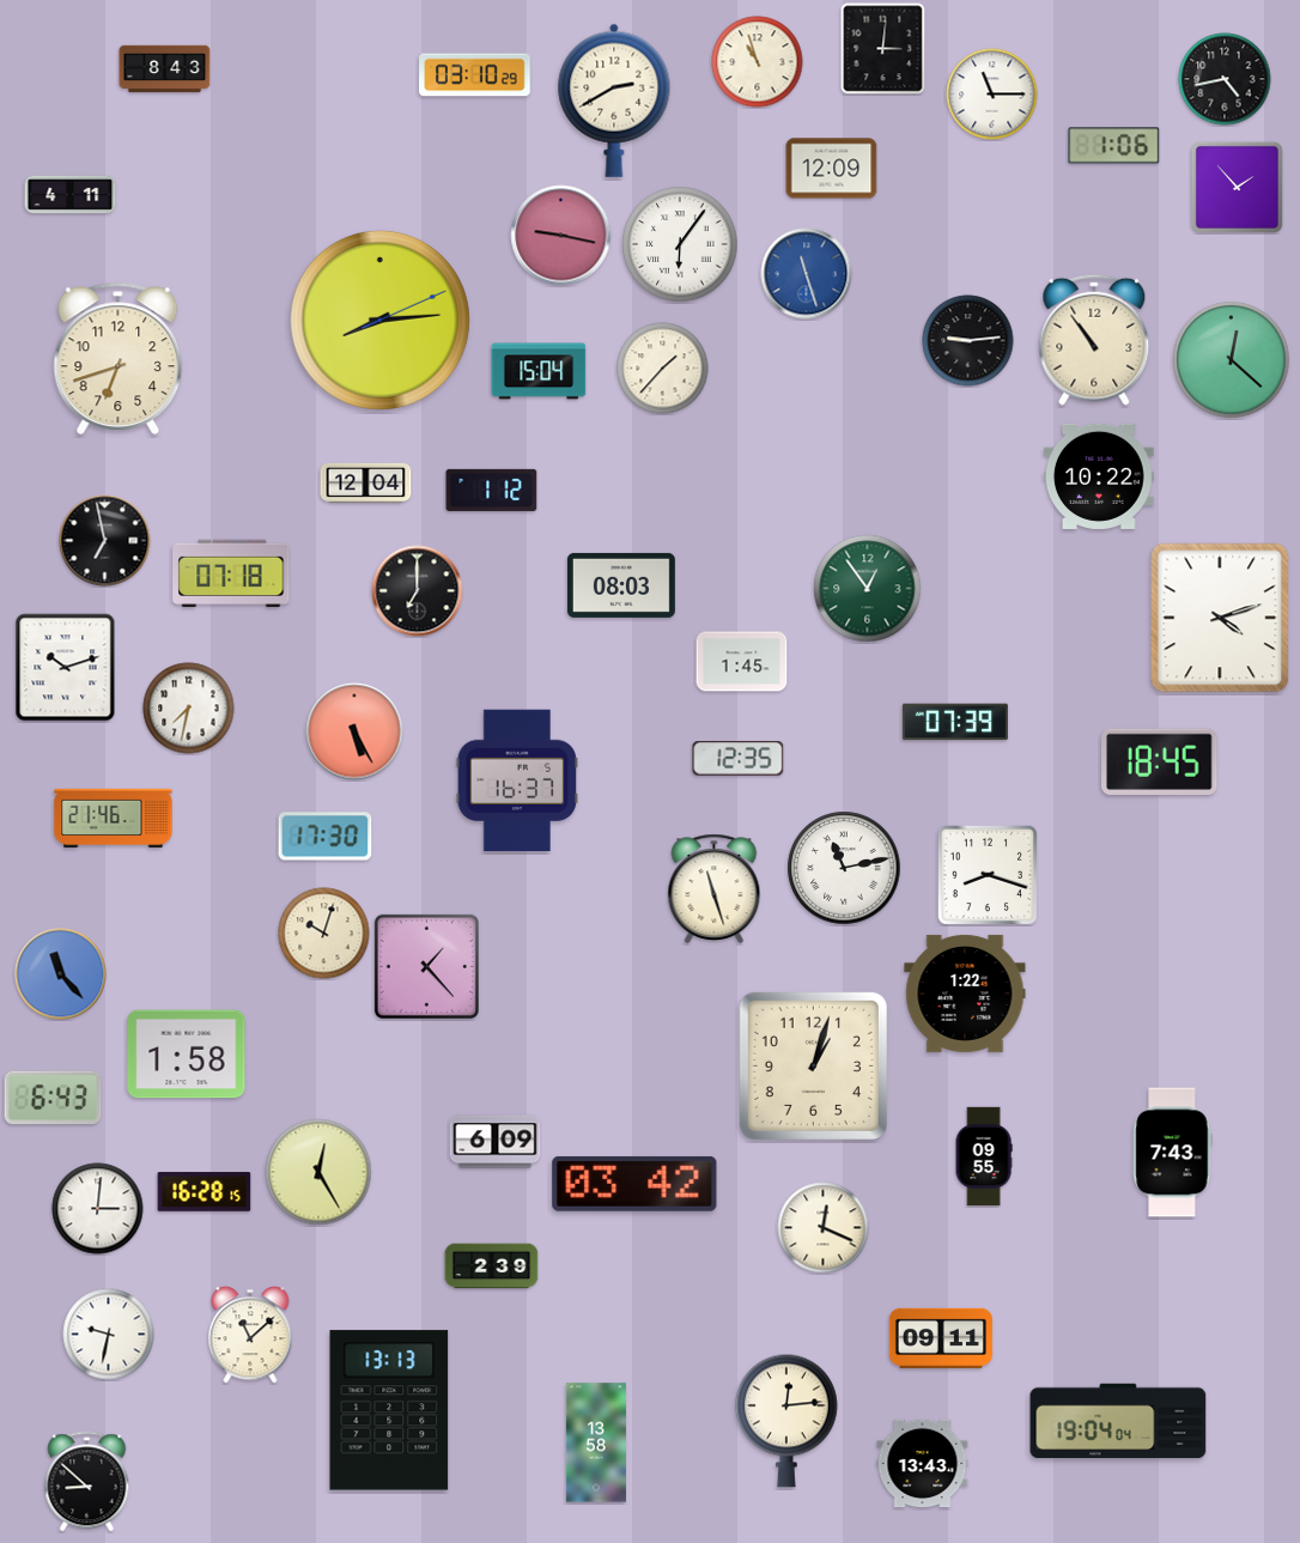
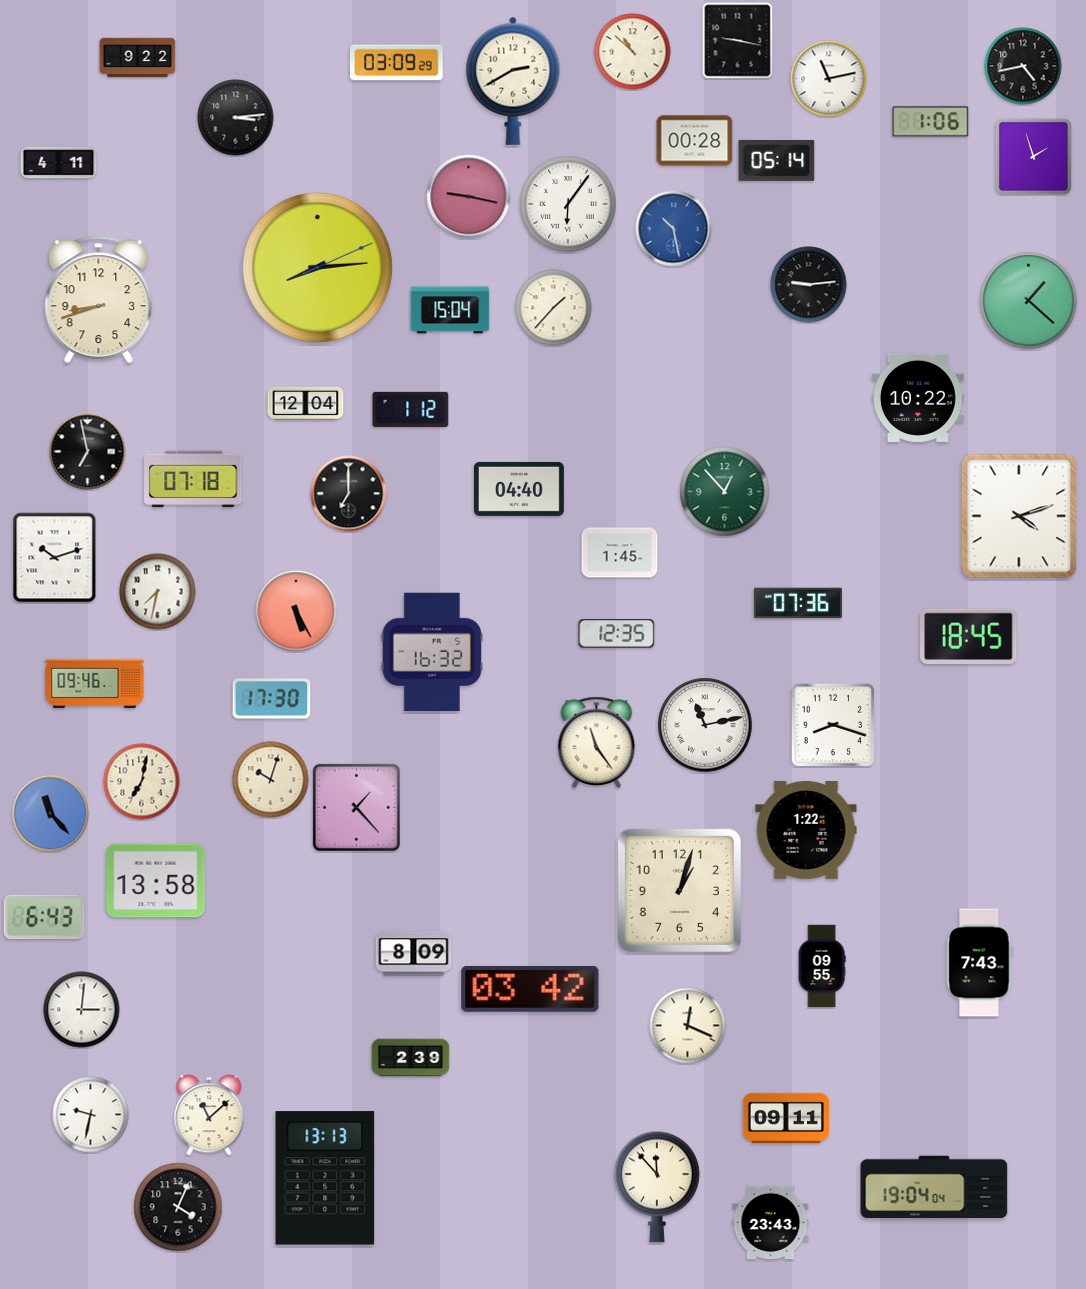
clock at (883, 48): 3:01 -> 9:17
clock at (758, 62): 10:57 -> 10:52
clock at (165, 69): 8:43 -> 9:22
clock at (475, 75): 03:10 -> 03:09
clock at (992, 95): 11:15 -> 11:13
clock at (614, 101) position: (614, 101) -> (513, 81)
clock at (236, 118): none -> 3:14
clock at (832, 169): 12:09 -> 00:28
clock at (1237, 187): 1:53 -> 1:57
clock at (777, 160): none -> 05:14
clock at (807, 274): 11:27 -> 10:28
clock at (1094, 340): 10:54 -> none
clock at (119, 358): 6:42 -> 8:42
clock at (1232, 360): 12:22 -> 1:22
clock at (621, 585): 08:03 -> 04:40
clock at (868, 589): 12:54 -> 12:53
clock at (955, 722): 07:39 -> 07:36
clock at (516, 780): 16:37 -> 16:32
clock at (114, 818): 21:46 -> 09:46
clock at (988, 875) position: (988, 875) -> (833, 725)
clock at (715, 888): 11:27 -> 11:24
clock at (142, 782): none -> 7:02
clock at (187, 1055): 1:58 -> 13:58
clock at (496, 1142): 6:09 -> 8:09
clock at (318, 1172): 12:25 -> none
clock at (205, 1192): 16:28 -> none
clock at (786, 1421): 12:14 -> 11:53
clock at (596, 1442): 13:58 -> none
clock at (178, 1207): none -> 4:04
clock at (923, 1464): 13:43 -> 23:43
clock at (87, 1482): 8:52 -> none
